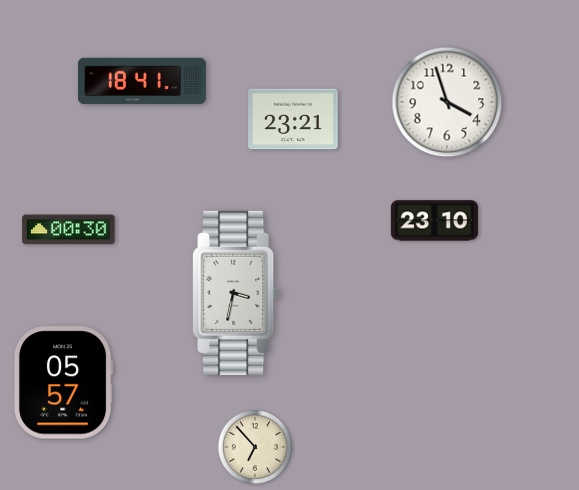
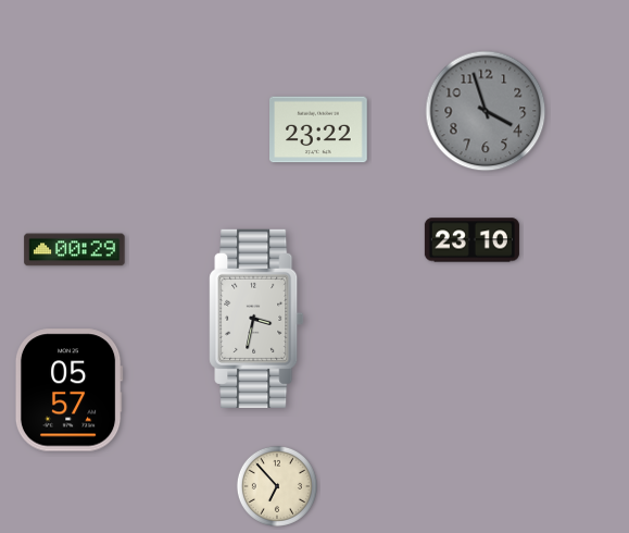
clock at (142, 81): 18:41 -> none
clock at (447, 102) dial: white -> grey
clock at (294, 119): 23:21 -> 23:22
clock at (69, 230): 00:30 -> 00:29
clock at (63, 383) position: (63, 383) -> (68, 391)
